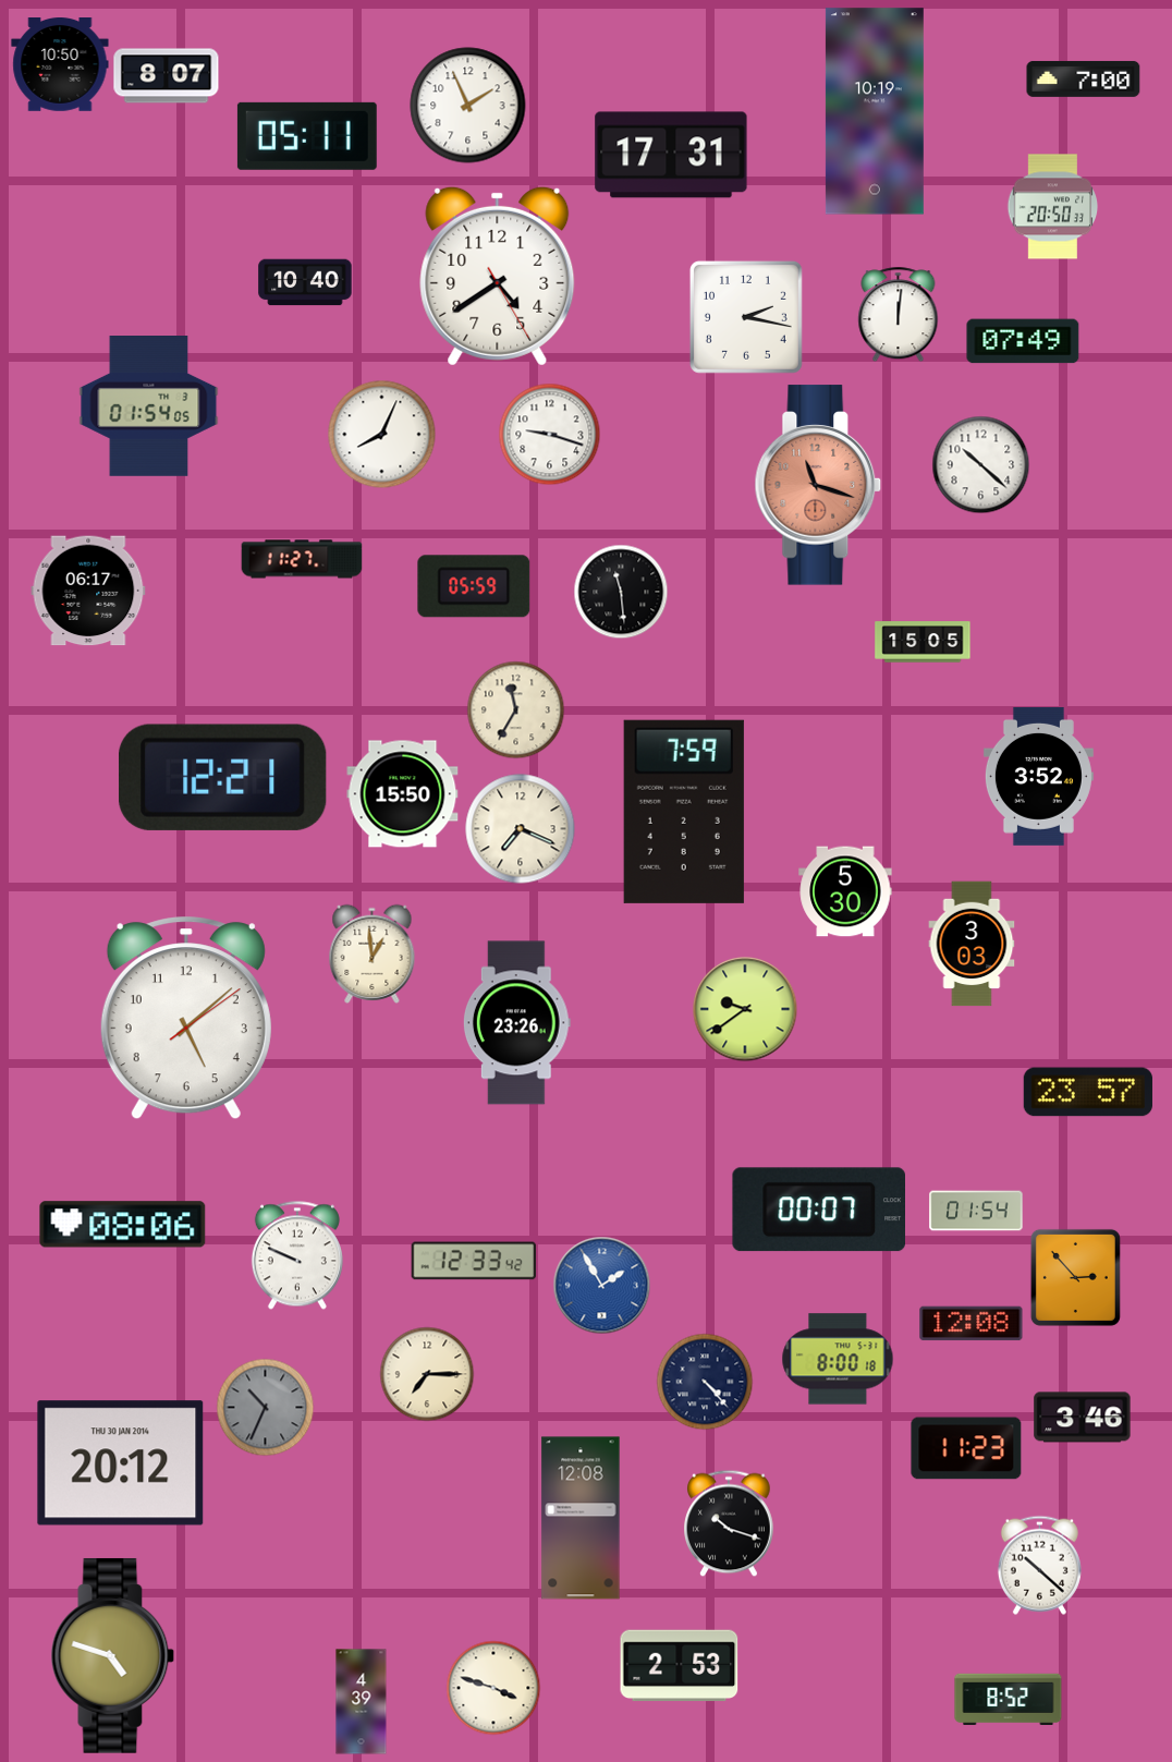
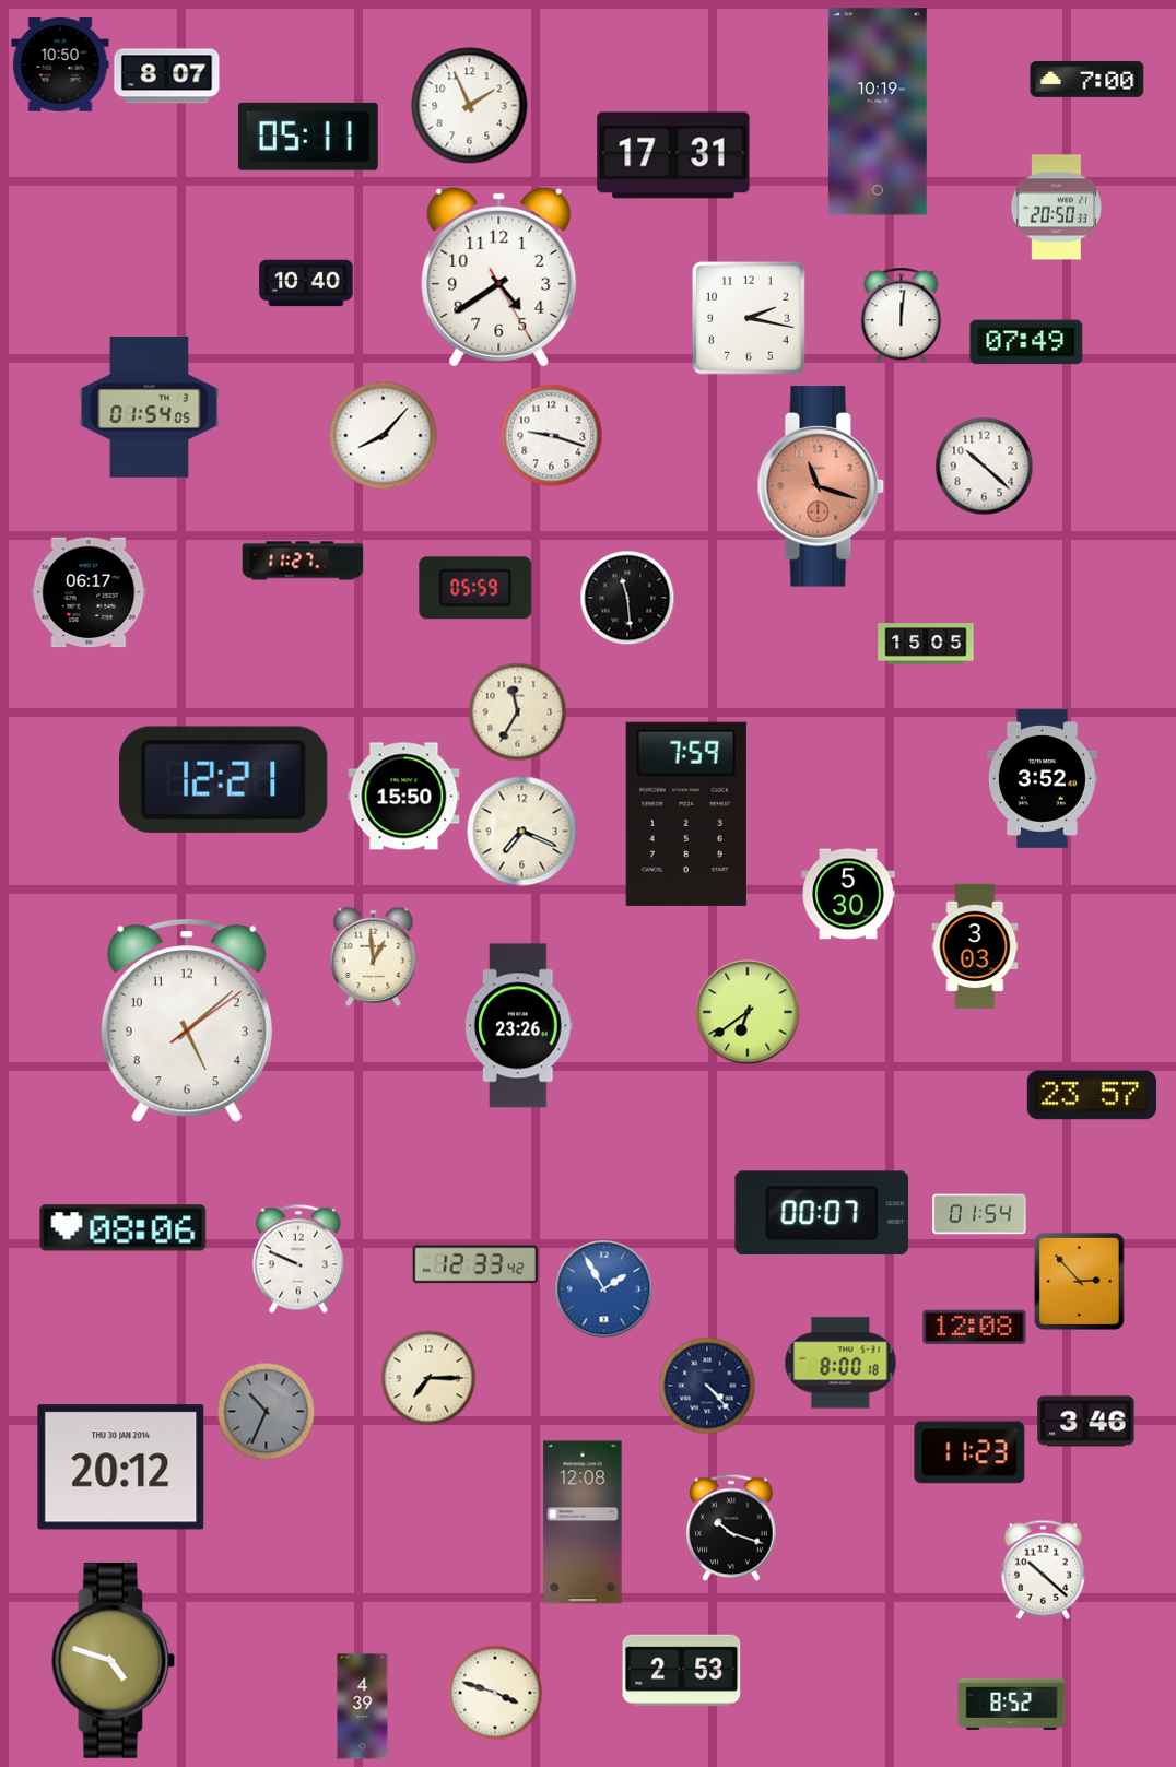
clock at (382, 435): 8:04 -> 8:07
clock at (621, 592) position: (621, 592) -> (627, 598)
clock at (745, 1009): 9:39 -> 6:39
